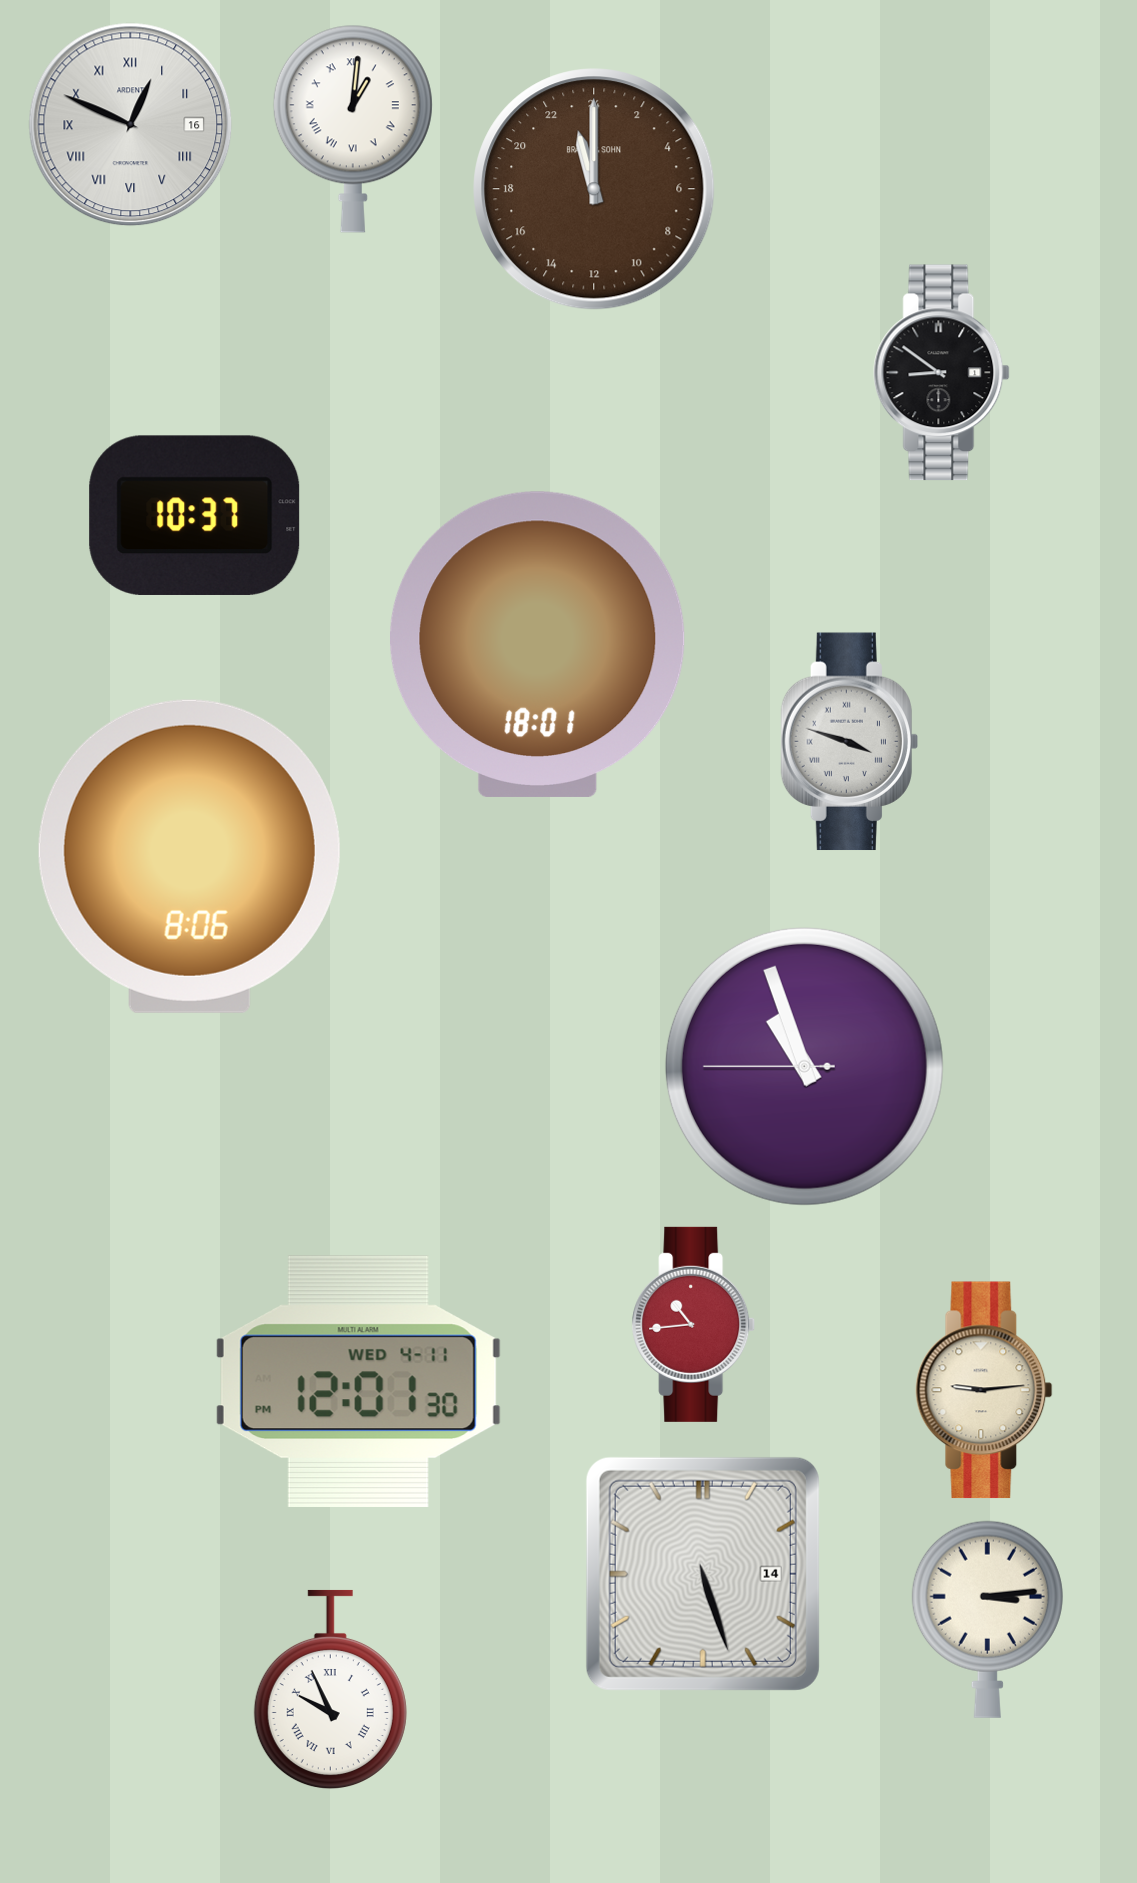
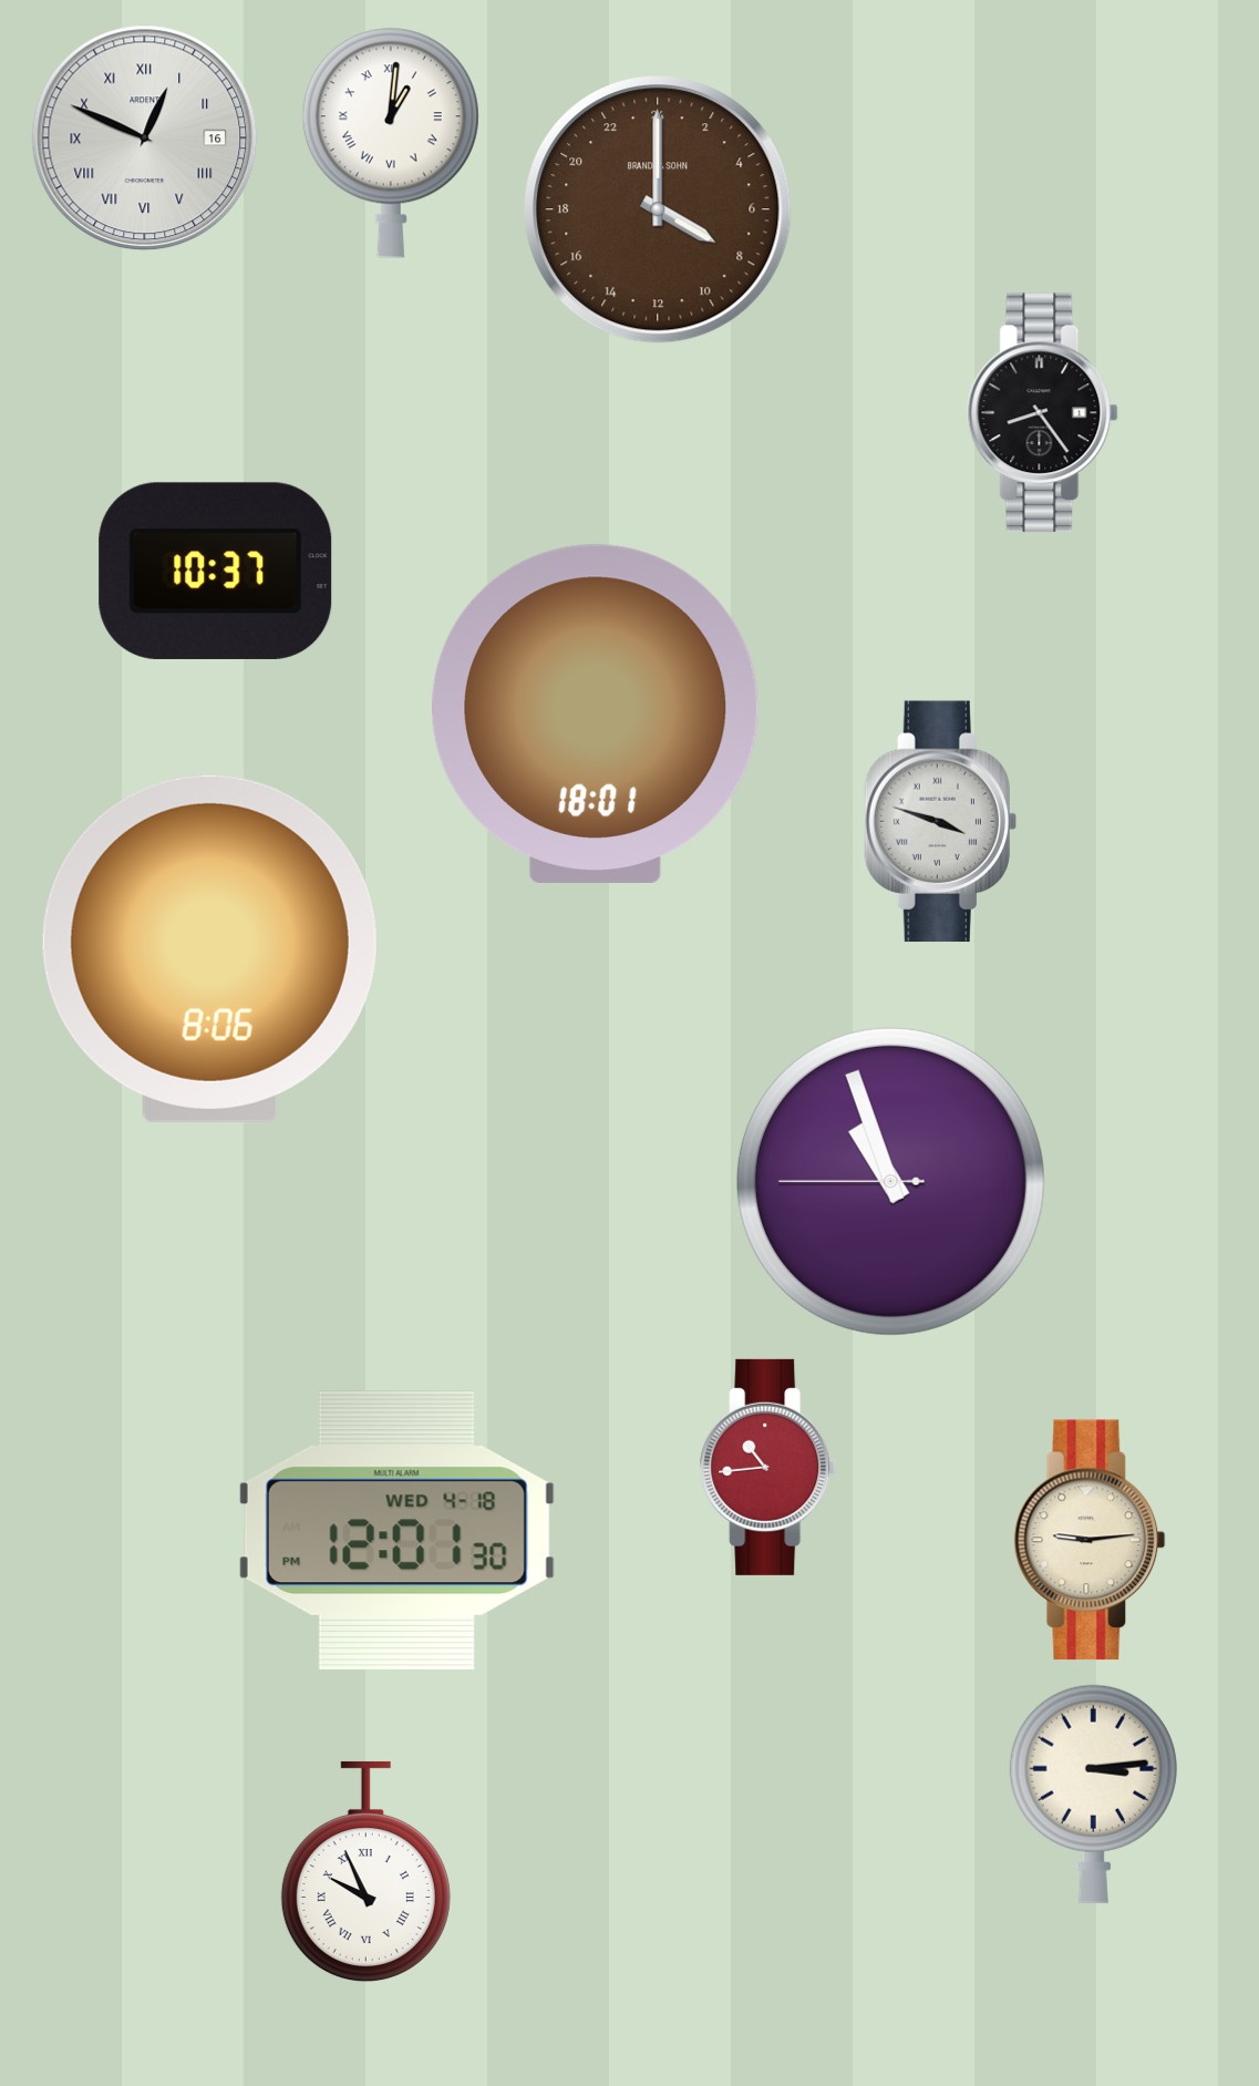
clock at (594, 189): 23:00 -> 8:00
clock at (942, 373): 8:51 -> 8:24
clock at (358, 1381) date: WED 4-11 -> WED 4-18
clock at (703, 1574): 5:27 -> none
